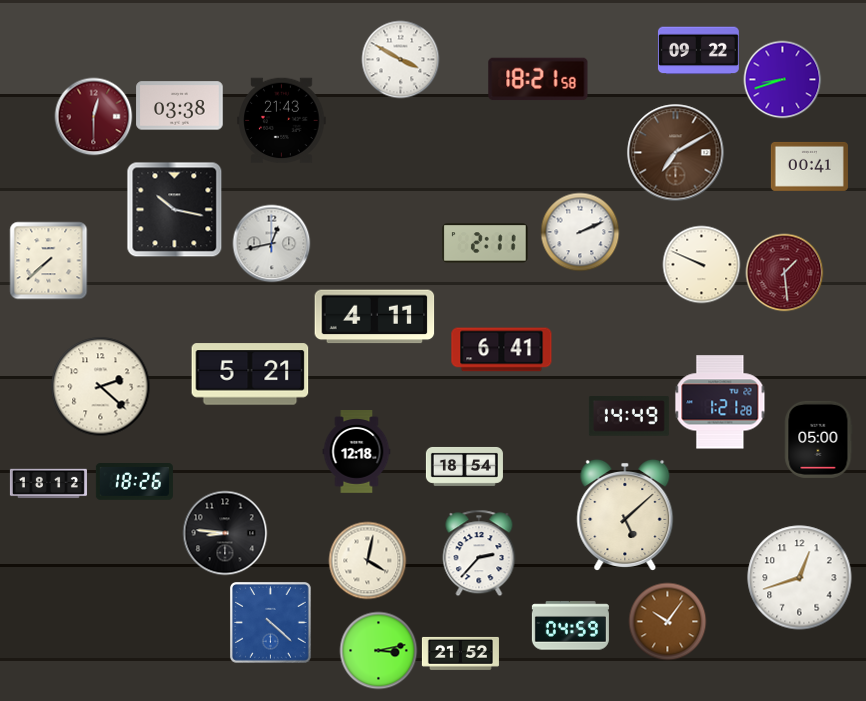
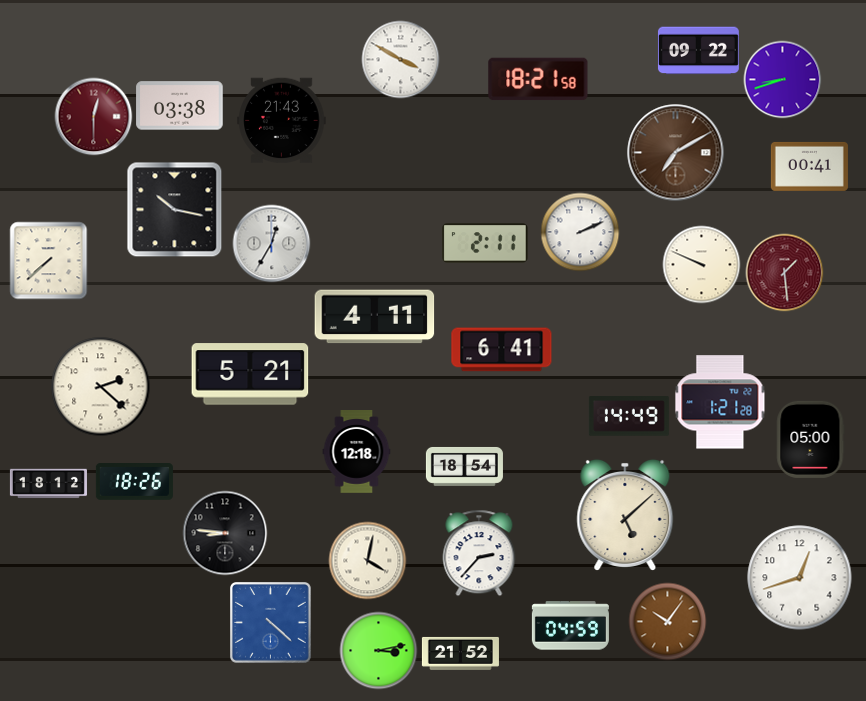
clock at (271, 243): 12:43 -> 12:35
clock at (819, 439) position: (819, 439) -> (811, 439)
